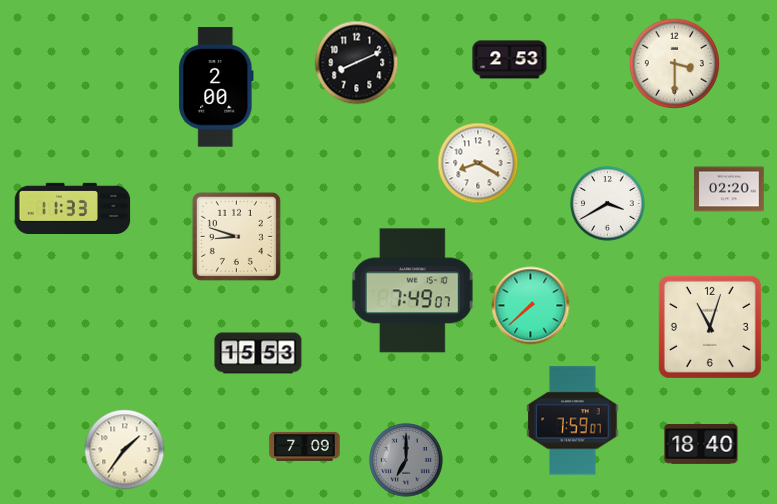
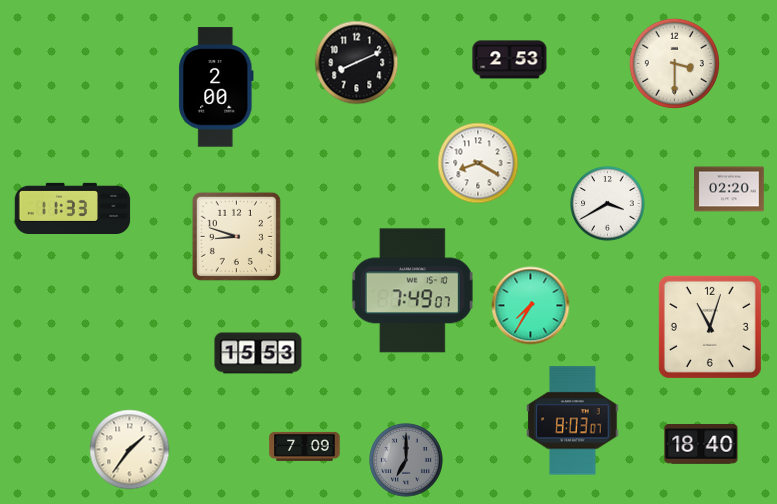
clock at (531, 306): 7:38 -> 7:35
clock at (573, 421): 7:59 -> 8:03
clock at (125, 450) position: (125, 450) -> (130, 450)
